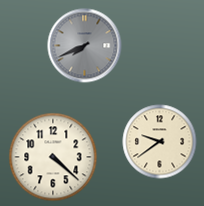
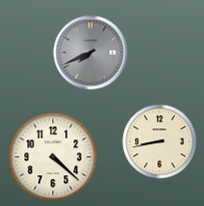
clock at (85, 46) position: (85, 46) -> (91, 53)
clock at (160, 142): 9:39 -> 8:43
